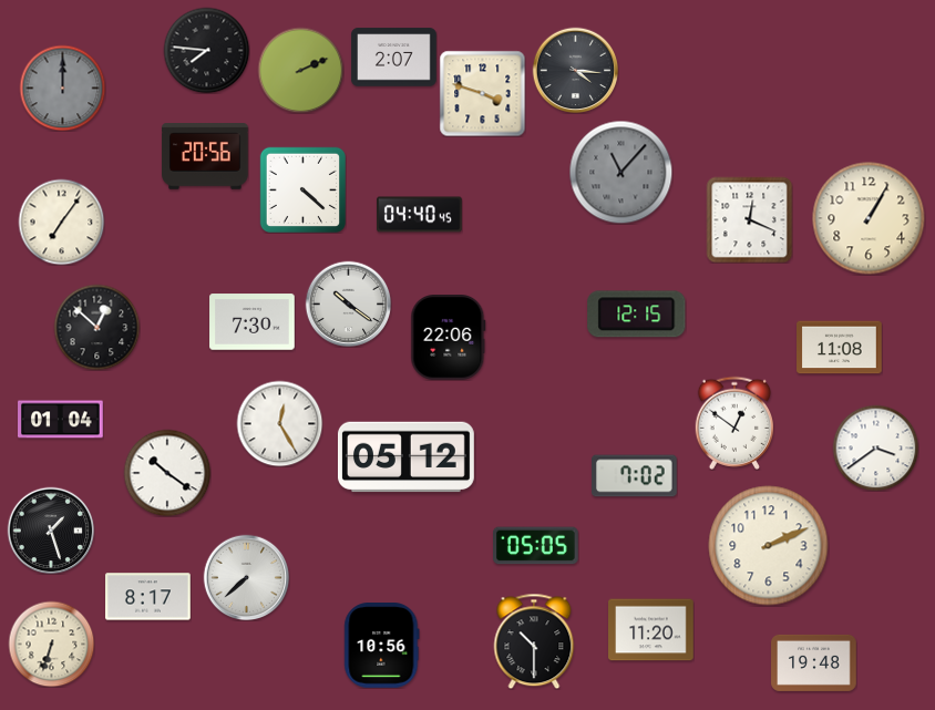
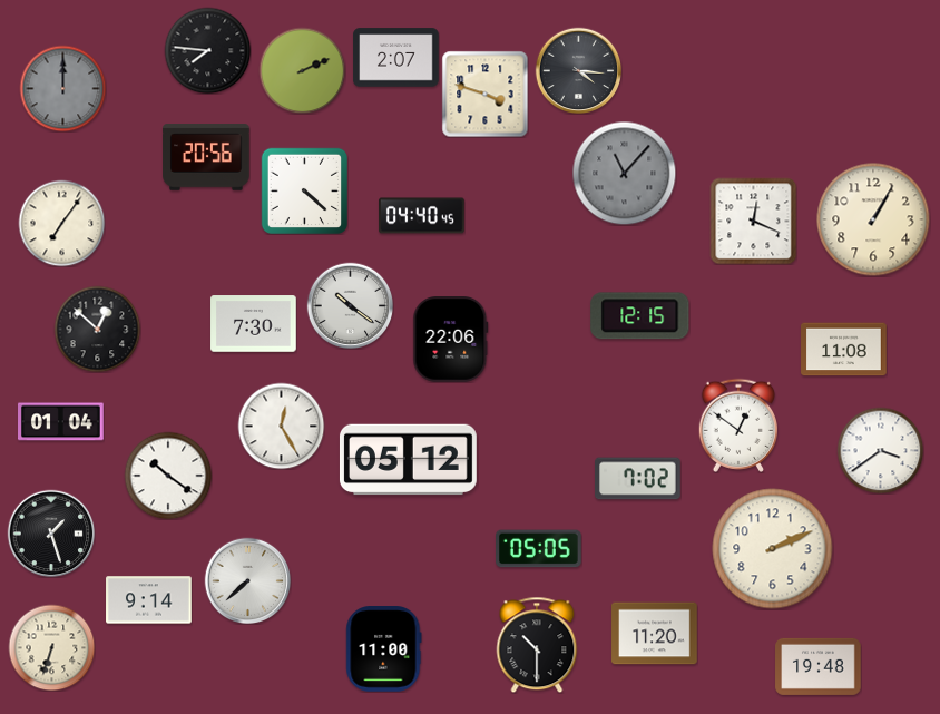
clock at (148, 597): 8:17 -> 9:14
clock at (382, 646): 10:56 -> 11:00
